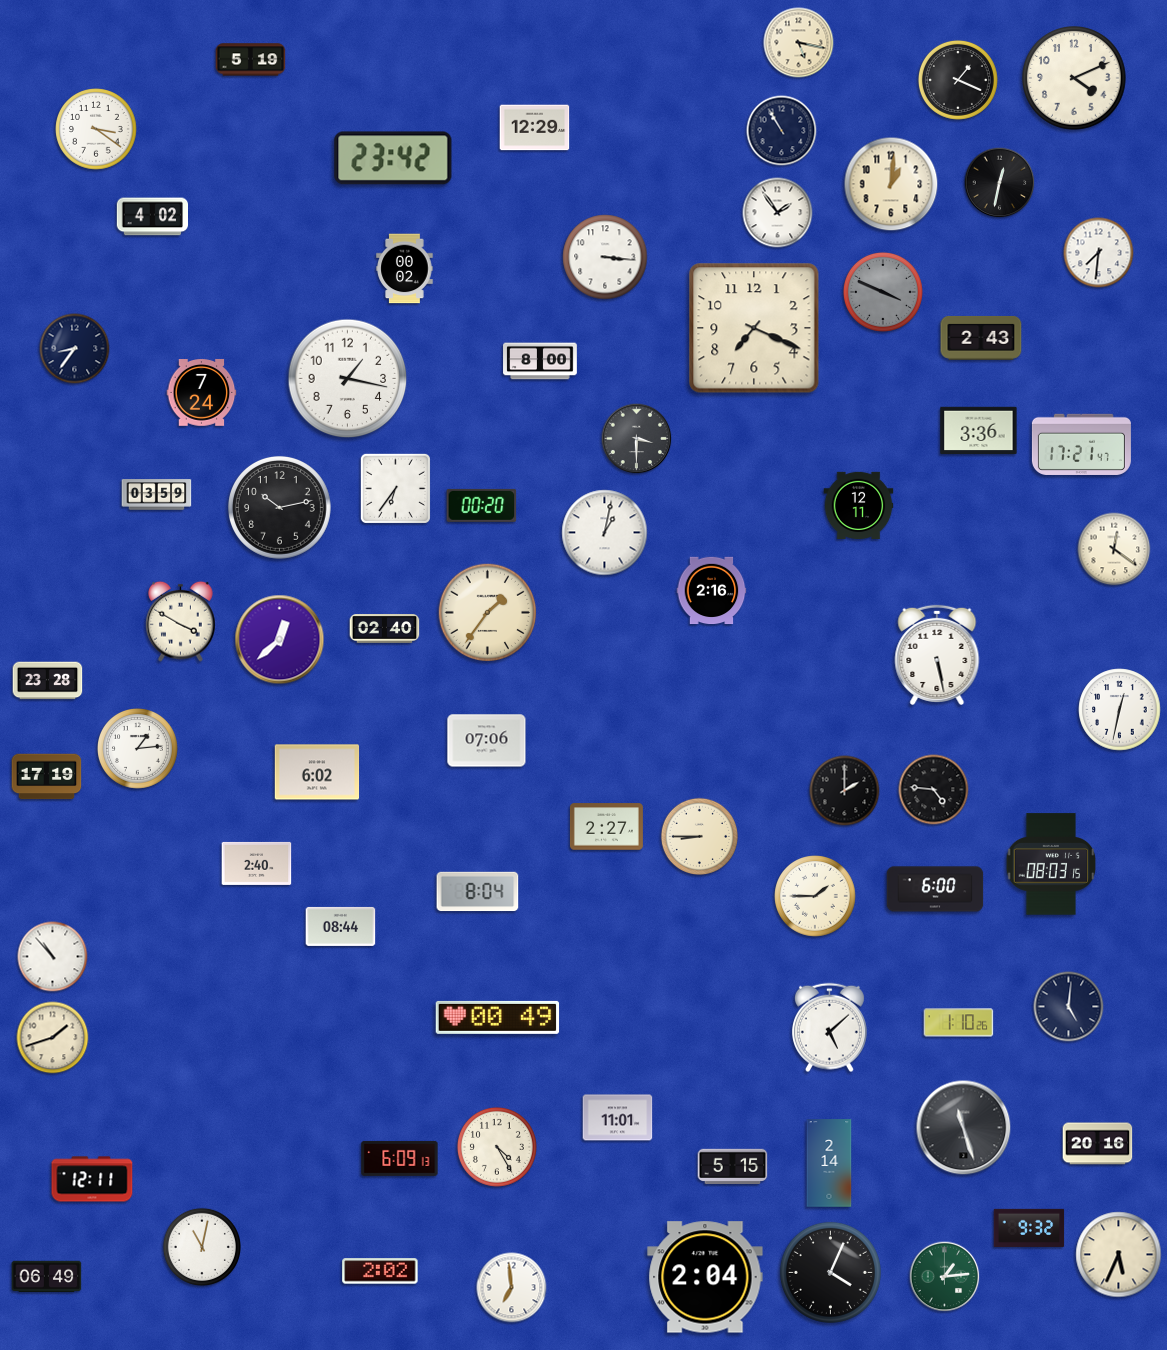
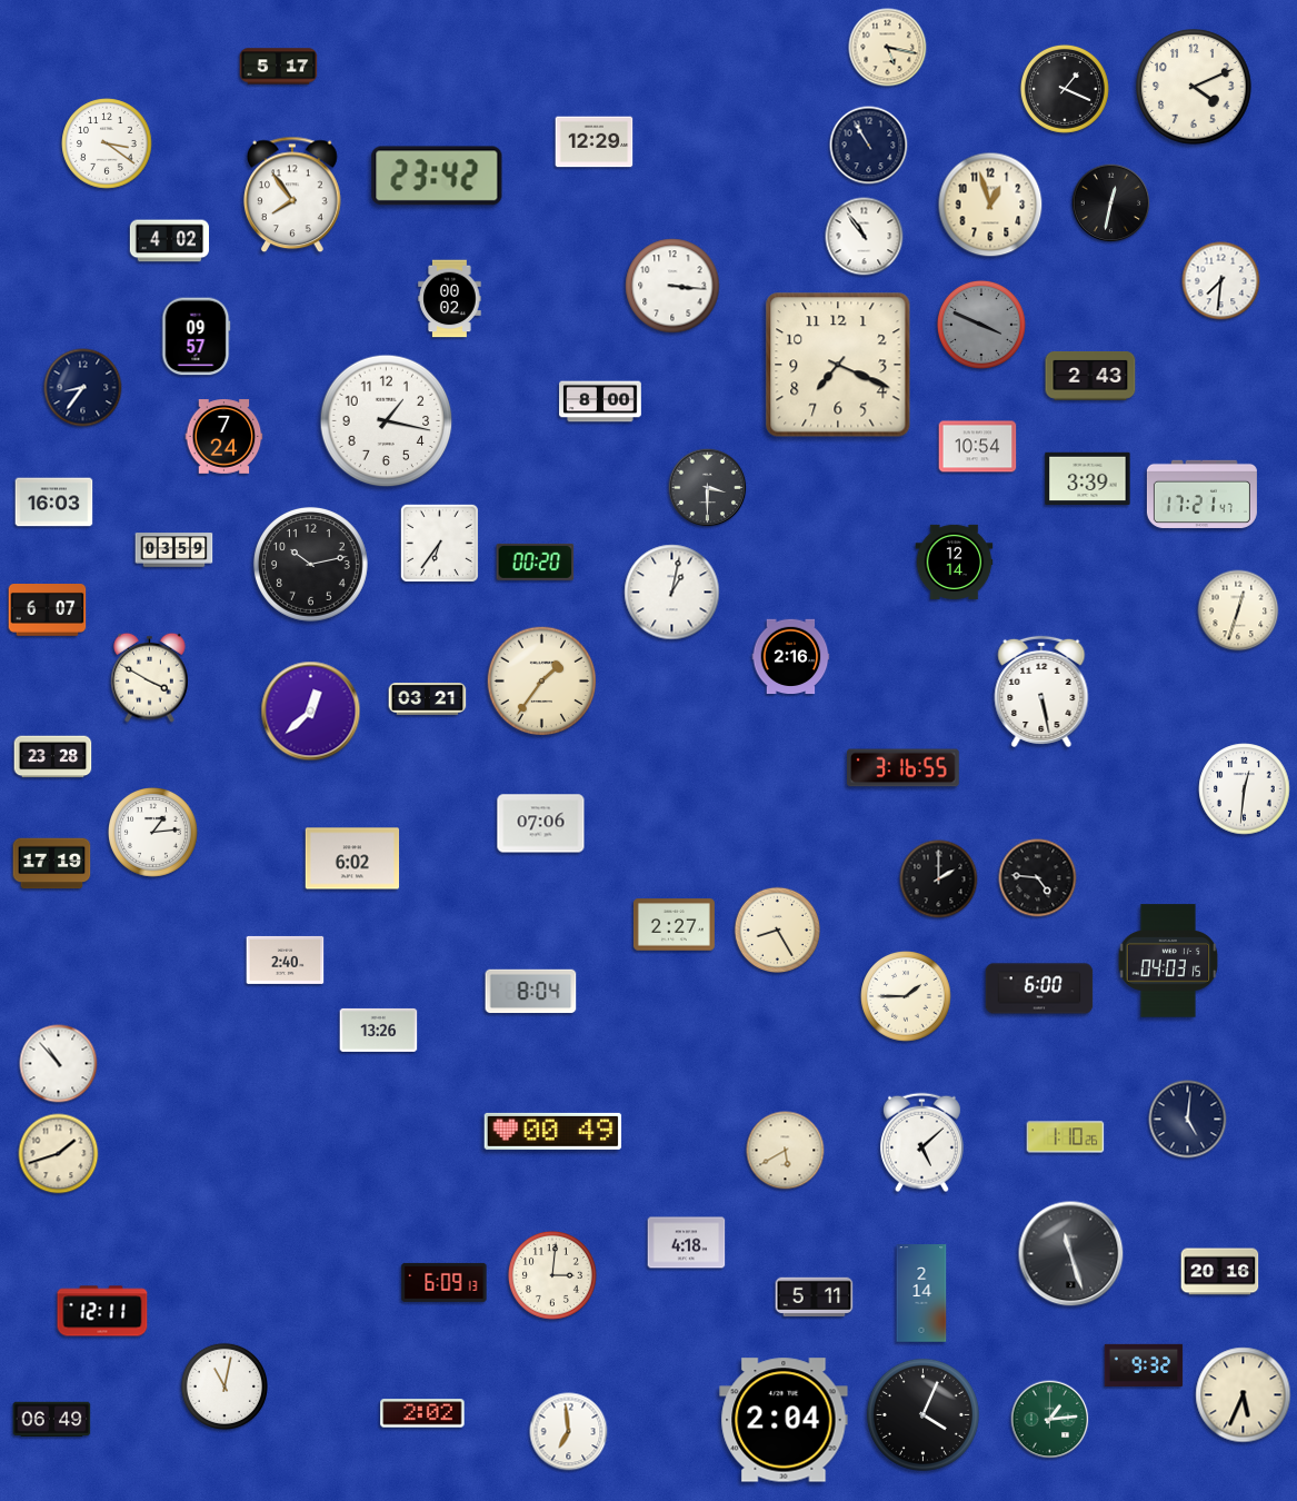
clock at (251, 60): 5:19 -> 5:17
clock at (293, 195): none -> 7:54
clock at (891, 184): 1:01 -> 12:57
clock at (778, 213): 1:54 -> 10:54
clock at (196, 337): none -> 09:57
clock at (978, 447): none -> 10:54
clock at (979, 431): 3:36 -> 3:39
clock at (54, 503): none -> 16:03
clock at (859, 506): 12:11 -> 12:14
clock at (48, 610): none -> 6:07
clock at (1114, 549): 12:21 -> 12:33
clock at (181, 621) position: (181, 621) -> (150, 677)
clock at (385, 629): 02:40 -> 03:21
clock at (937, 655) position: (937, 655) -> (1041, 692)
clock at (904, 768): none -> 3:16
clock at (1120, 710): 12:32 -> 12:31
clock at (606, 827) position: (606, 827) -> (674, 925)
clock at (699, 836): 8:45 -> 8:25
clock at (1051, 864): 08:03 -> 04:03
clock at (341, 926): 08:44 -> 13:26
clock at (786, 1151): none -> 5:40
clock at (618, 1118): 11:01 -> 4:18
clock at (497, 1147): 4:25 -> 3:01
clock at (400, 1158) position: (400, 1158) -> (445, 1282)
clock at (733, 1166): 5:15 -> 5:11
